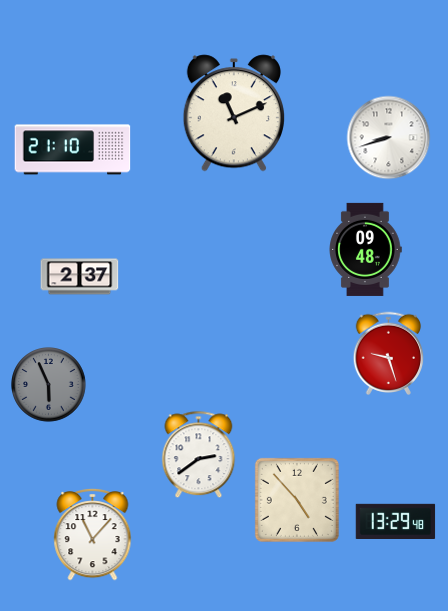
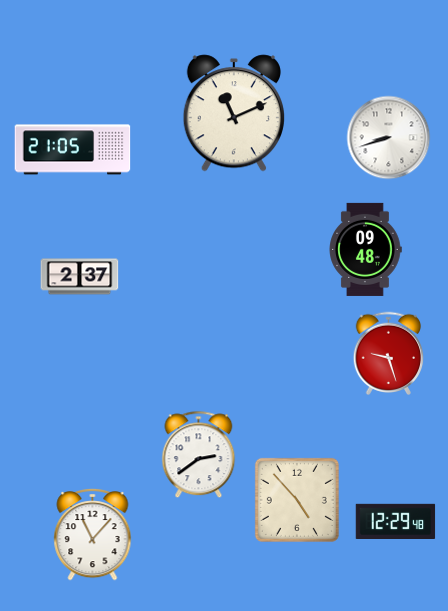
clock at (73, 150): 21:10 -> 21:05
clock at (49, 385): 5:56 -> none
clock at (396, 522): 13:29 -> 12:29
